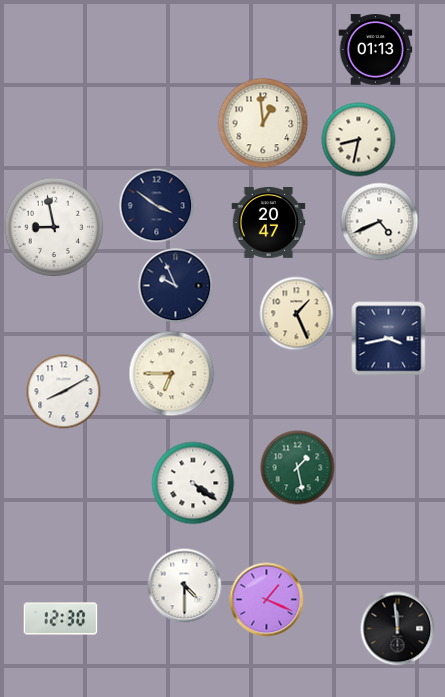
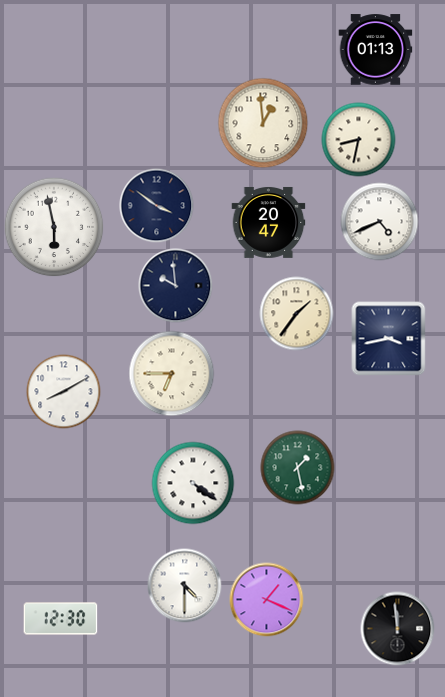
clock at (54, 227): 8:58 -> 5:58
clock at (176, 286): 9:56 -> 9:59
clock at (297, 314): 1:26 -> 1:36
